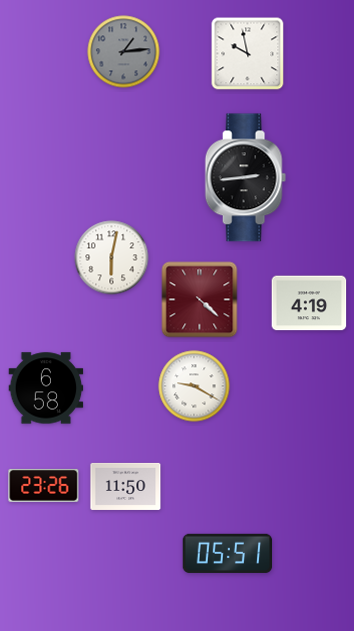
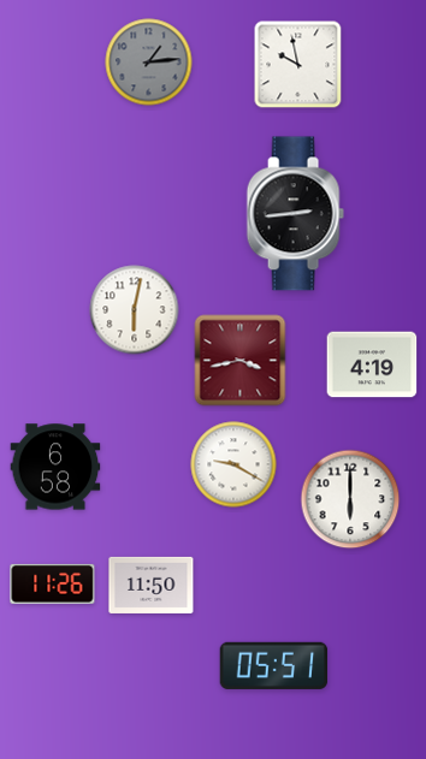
clock at (200, 300): 4:22 -> 3:43
clock at (350, 499): none -> 6:00
clock at (44, 485): 23:26 -> 11:26
